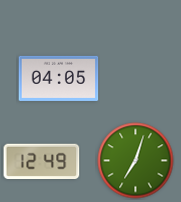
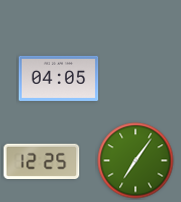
clock at (136, 161): 7:03 -> 7:06
clock at (42, 162): 12:49 -> 12:25
